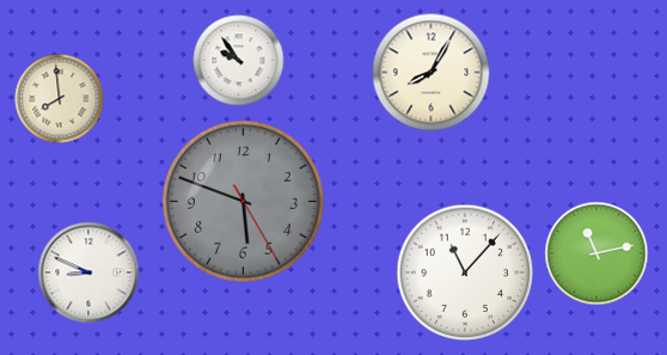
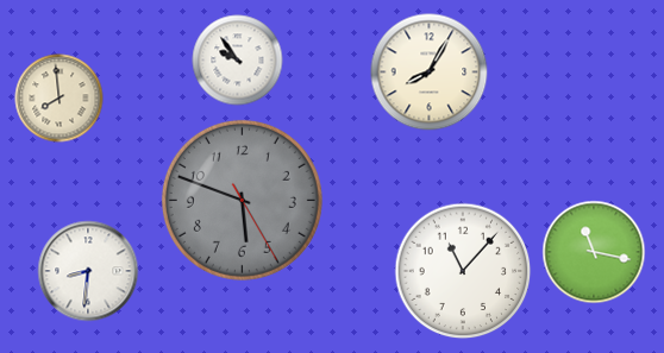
clock at (596, 253): 11:13 -> 11:17
clock at (88, 273): 8:49 -> 8:31
